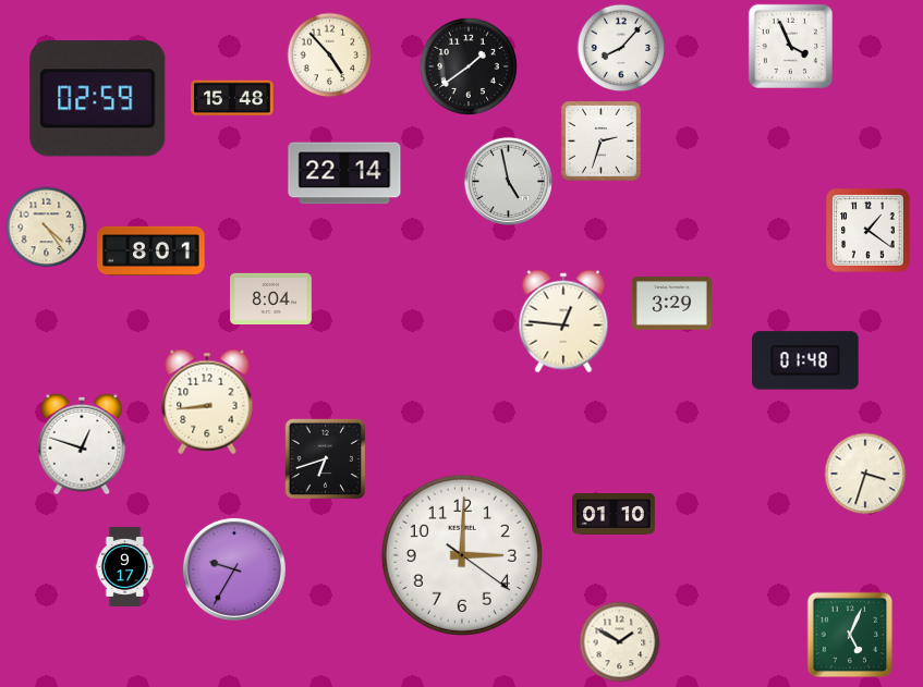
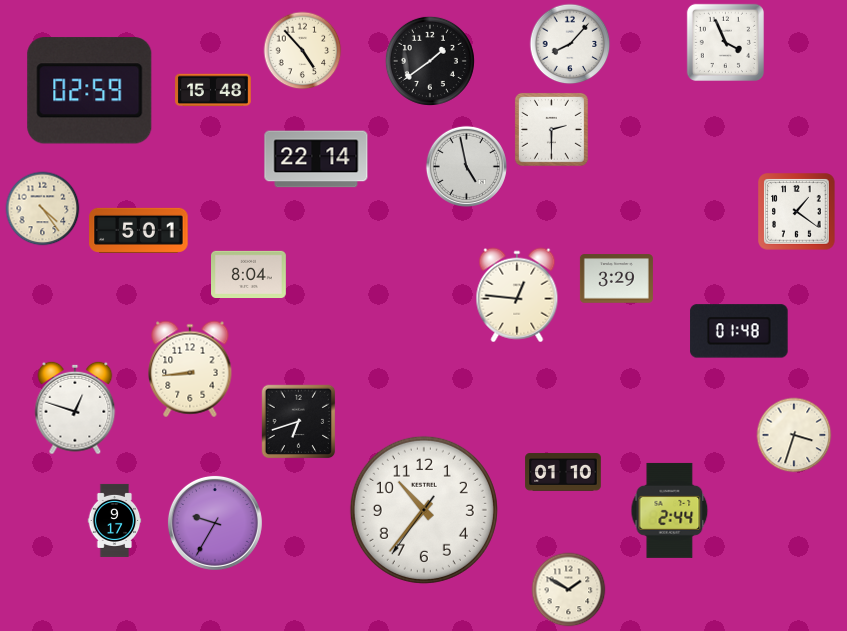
clock at (600, 140): 2:33 -> 2:30
clock at (151, 250): 8:01 -> 5:01
clock at (462, 555): 3:00 -> 10:36
clock at (670, 510): none -> 2:44
clock at (850, 635): 5:04 -> none
